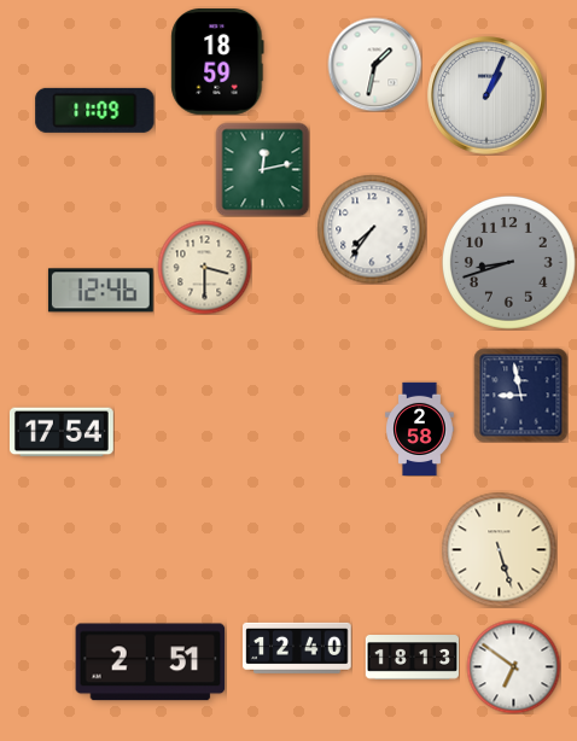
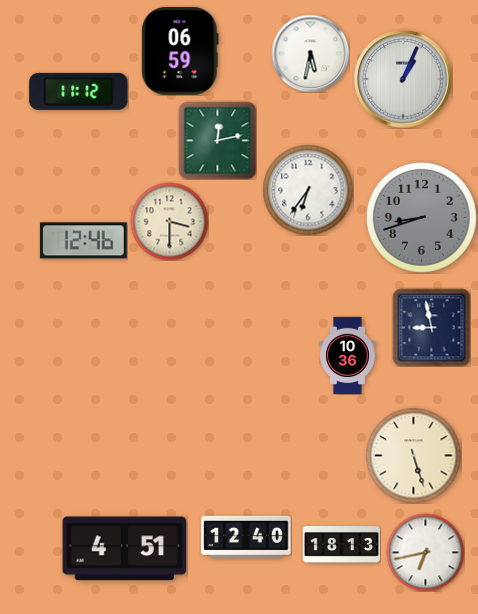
clock at (217, 63): 18:59 -> 06:59
clock at (374, 64): 1:32 -> 5:32
clock at (95, 110): 11:09 -> 11:12
clock at (372, 229): 7:36 -> 6:36
clock at (420, 428): 2:58 -> 10:36
clock at (62, 432): 17:54 -> none
clock at (151, 663): 2:51 -> 4:51
clock at (513, 666): 6:51 -> 6:43
